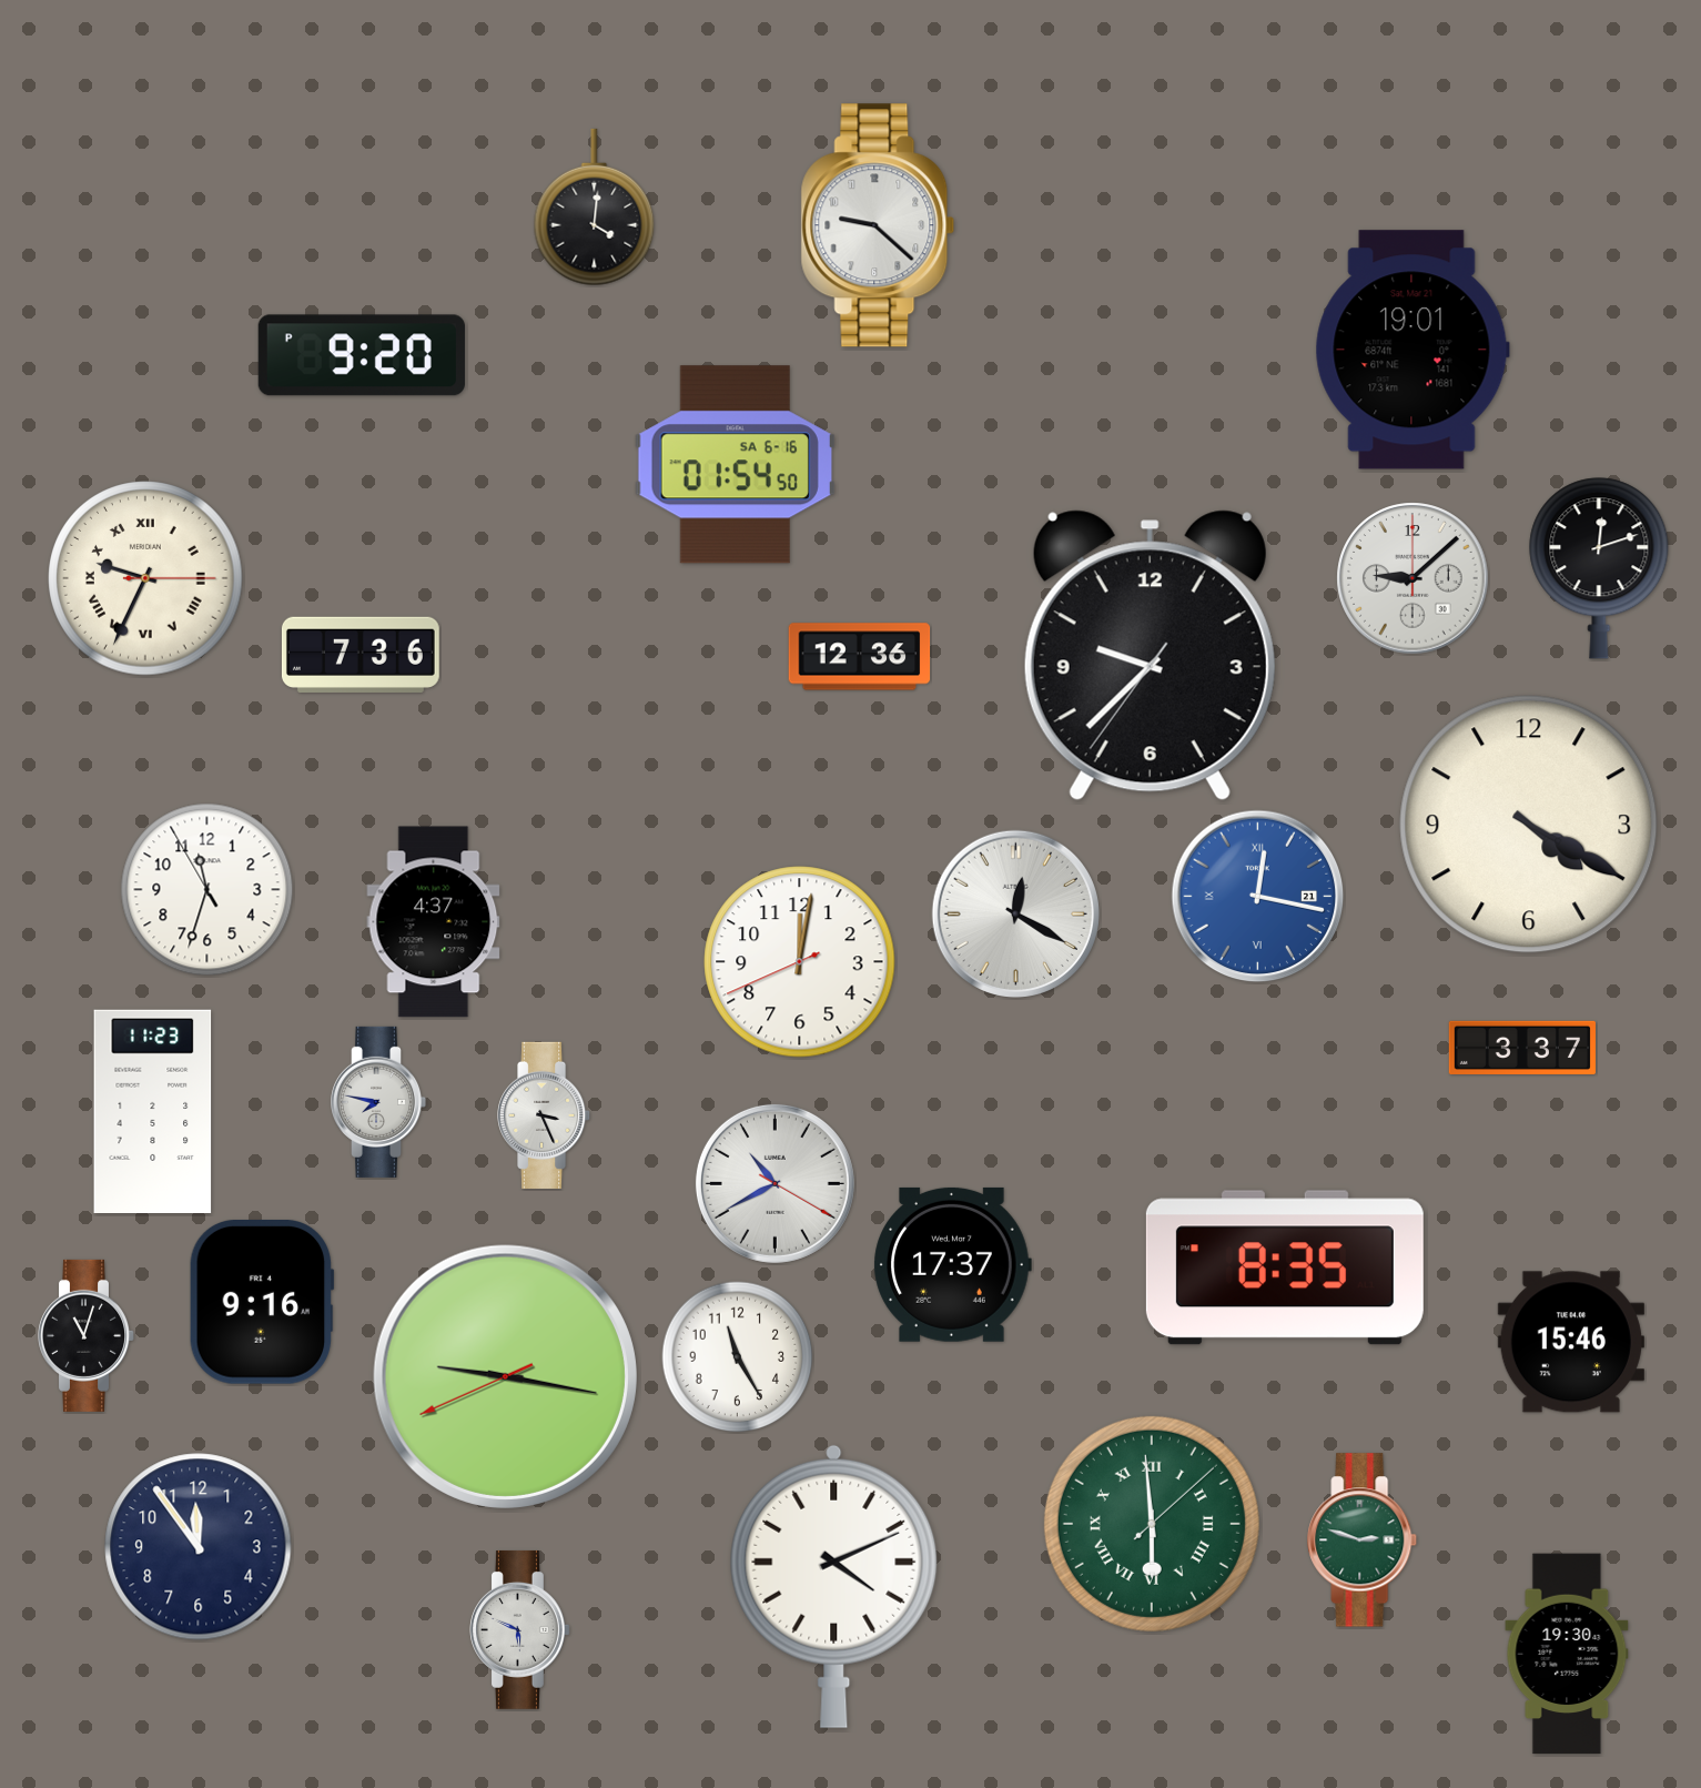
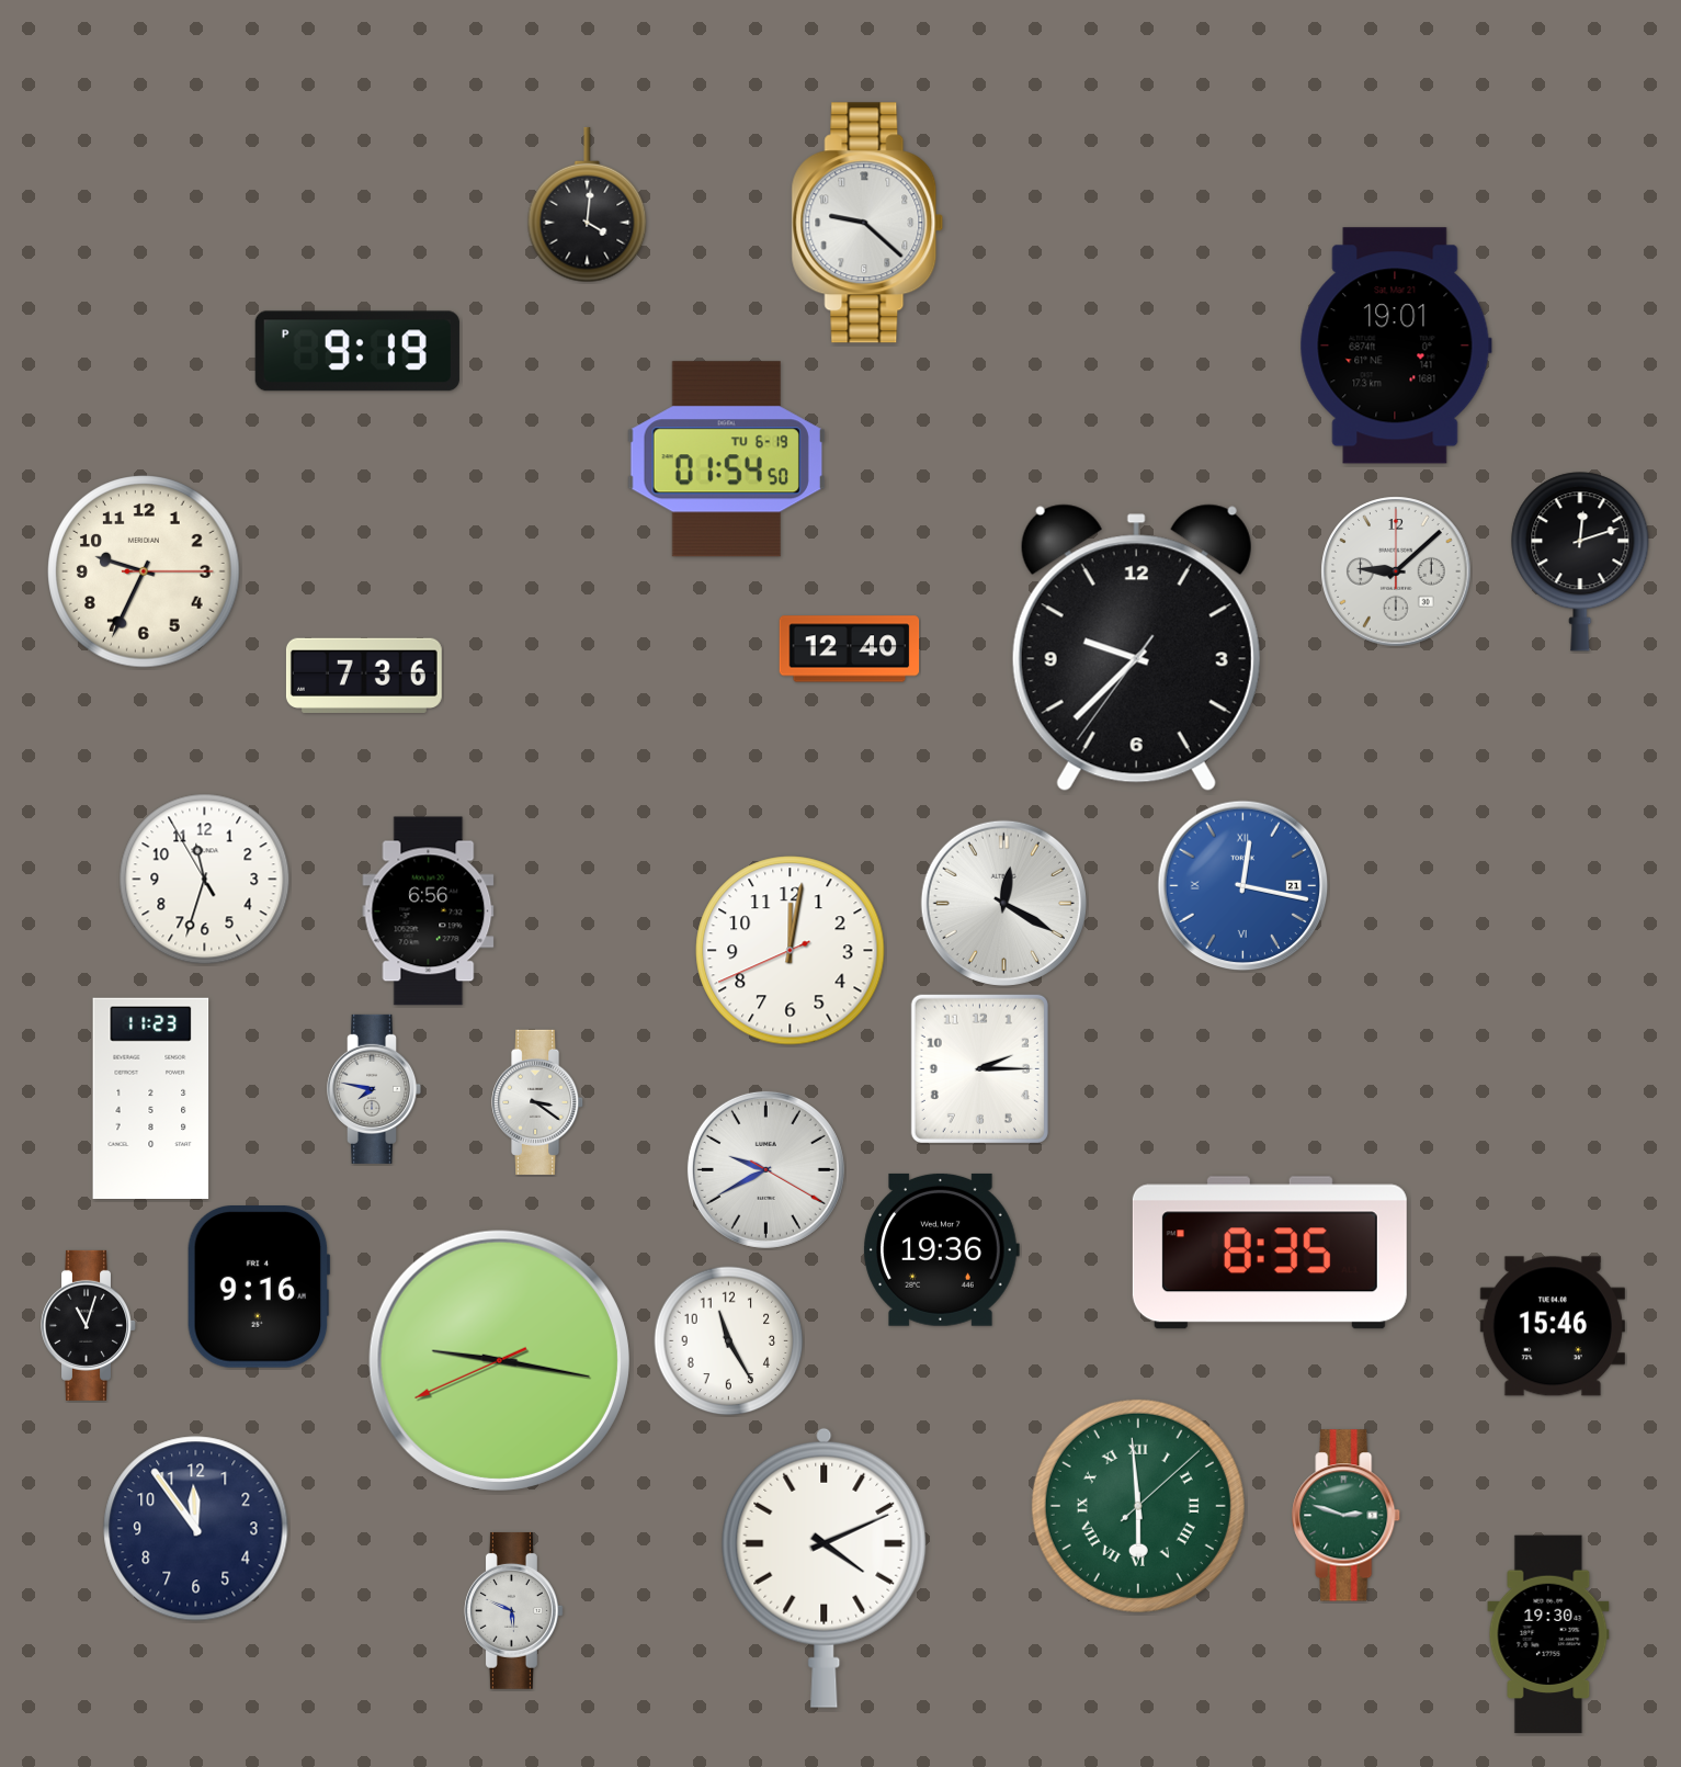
clock at (362, 355): 9:20 -> 9:19
clock at (735, 465) date: SA 6-16 -> TU 6-19
clock at (145, 578) numerals: Roman -> Arabic
clock at (361, 655) position: (361, 655) -> (364, 676)
clock at (860, 657): 12:36 -> 12:40
clock at (1529, 825): 4:20 -> none
clock at (434, 922): 4:37 -> 6:56
clock at (1522, 1048): 3:37 -> none
clock at (979, 1068): none -> 2:15
clock at (545, 1115): 3:26 -> 3:21
clock at (774, 1183): 10:40 -> 9:40
clock at (952, 1264): 17:37 -> 19:36
clock at (87, 1335) position: (87, 1335) -> (89, 1325)
clock at (1363, 1540) position: (1363, 1540) -> (1347, 1516)
